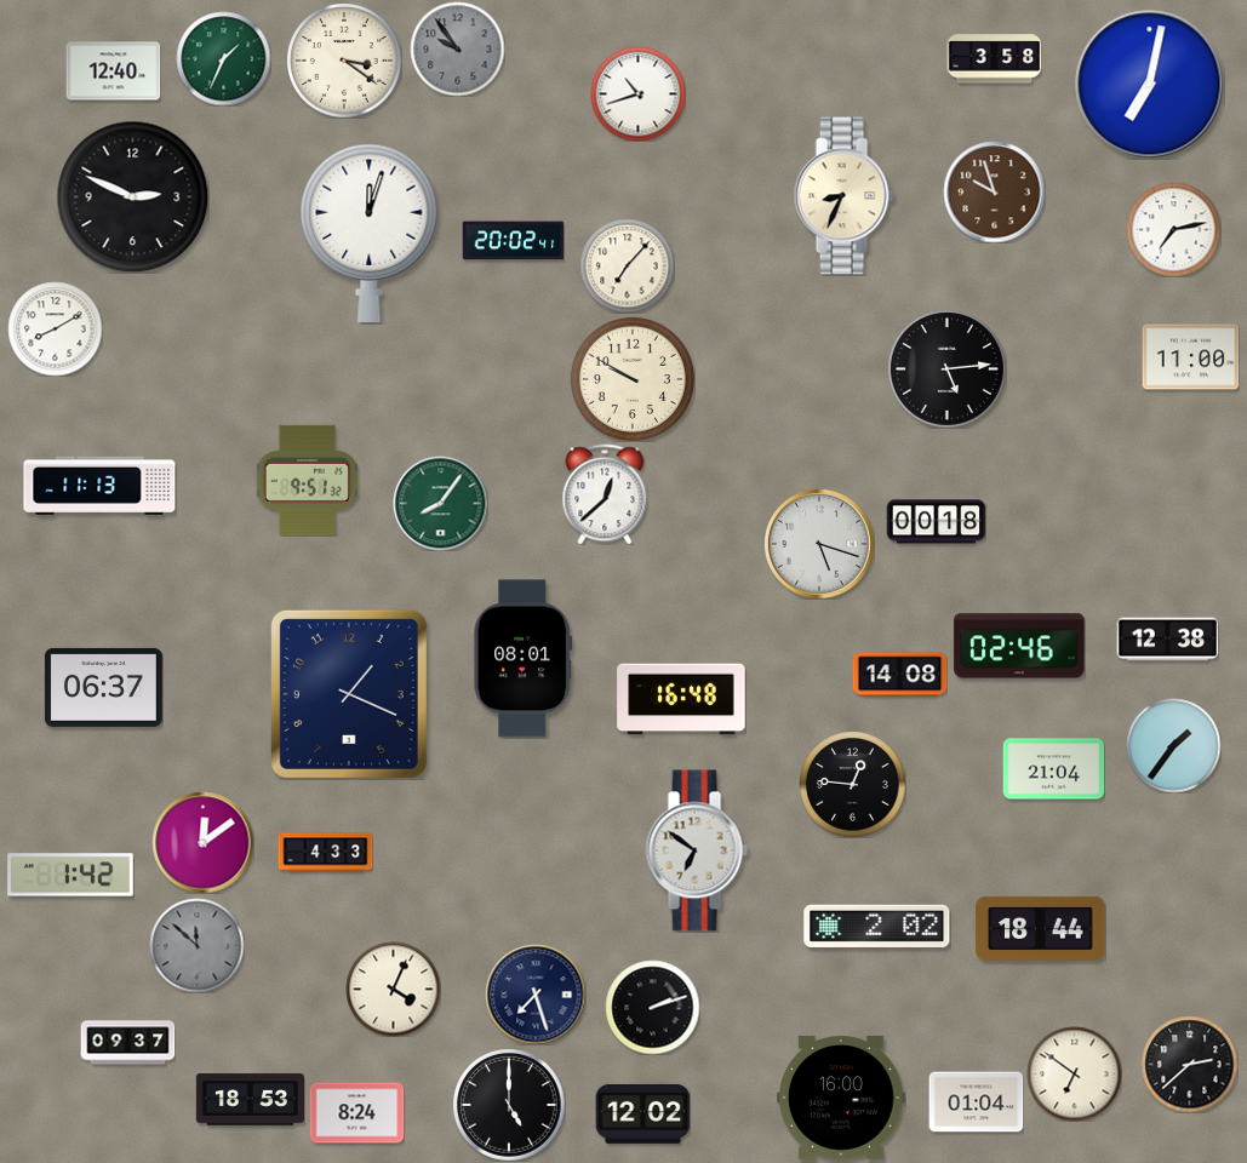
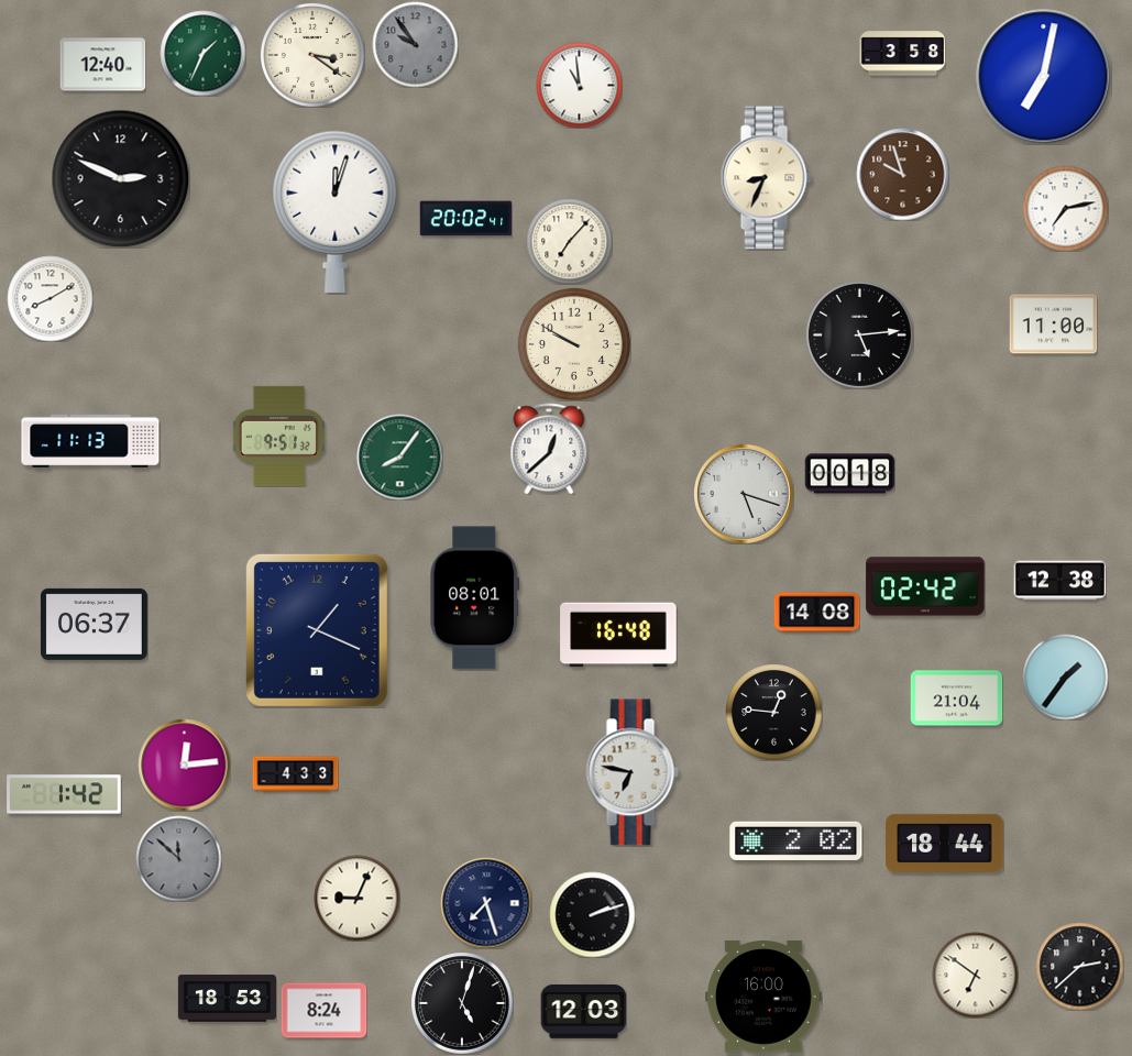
clock at (637, 93): 10:42 -> 10:59
clock at (1190, 357) position: (1190, 357) -> (1053, 324)
clock at (1019, 646): 02:46 -> 02:42
clock at (202, 842): 12:09 -> 12:14
clock at (697, 850): 6:51 -> 6:47
clock at (393, 989): 4:04 -> 9:04
clock at (127, 1043): 09:37 -> none
clock at (976, 1102): 01:04 -> none
clock at (509, 1105): 5:00 -> 5:03
clock at (642, 1113): 12:02 -> 12:03
